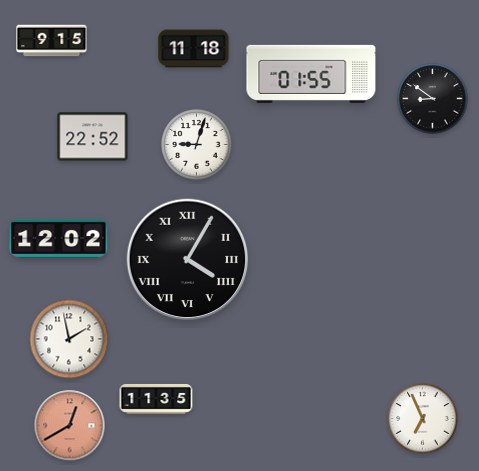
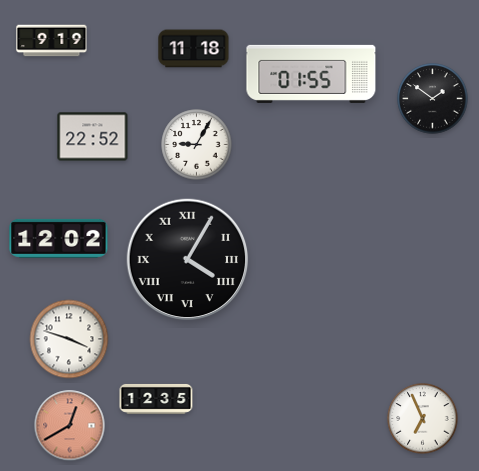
clock at (52, 41): 9:15 -> 9:19
clock at (433, 99): 8:51 -> 1:51
clock at (197, 145): 9:03 -> 9:05
clock at (69, 339): 1:58 -> 3:48
clock at (156, 399): 11:35 -> 12:35
